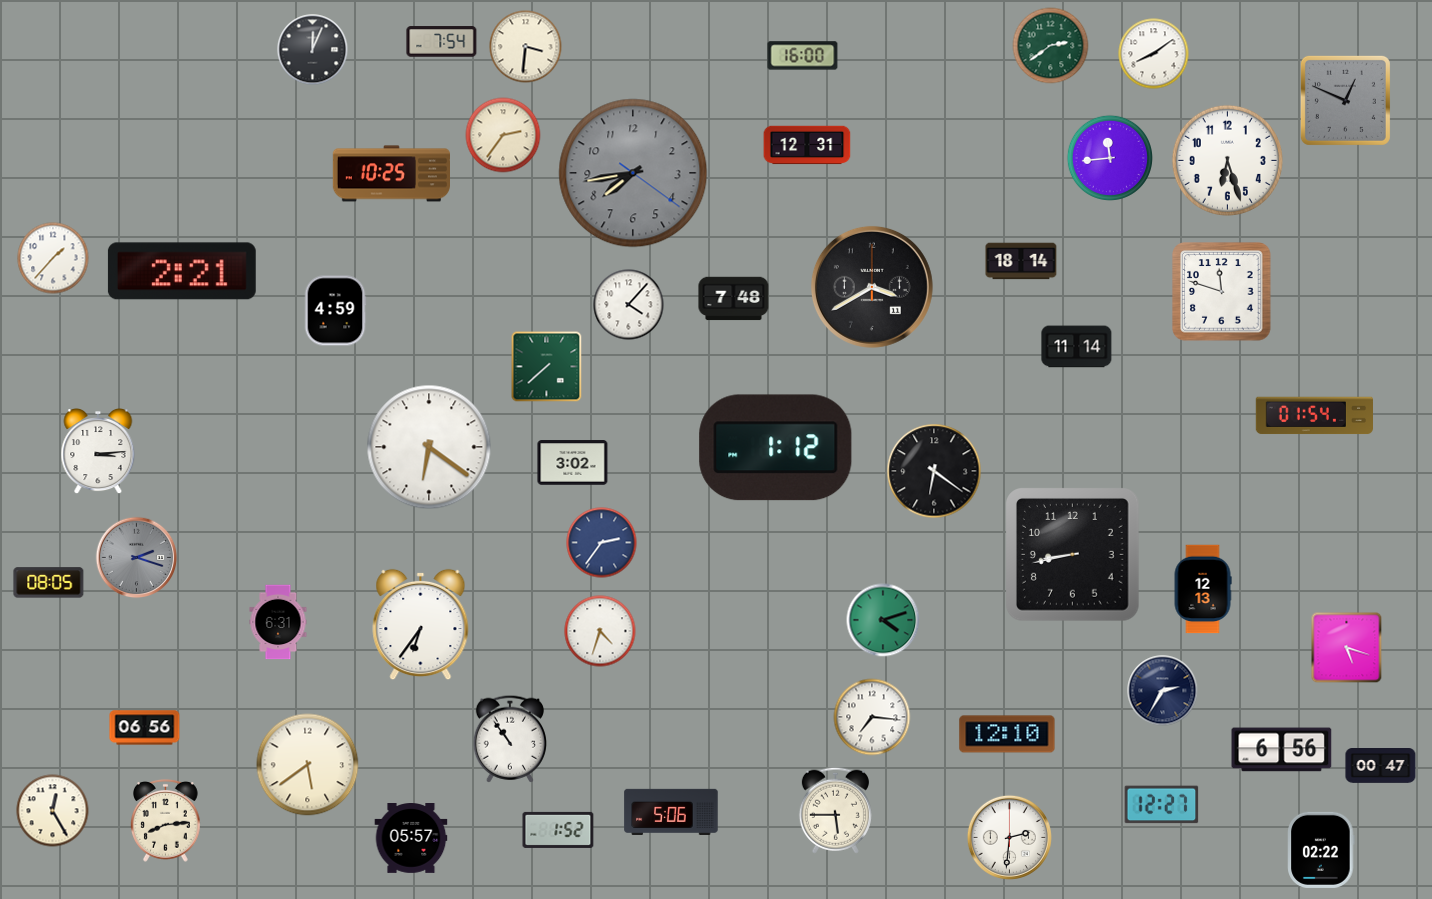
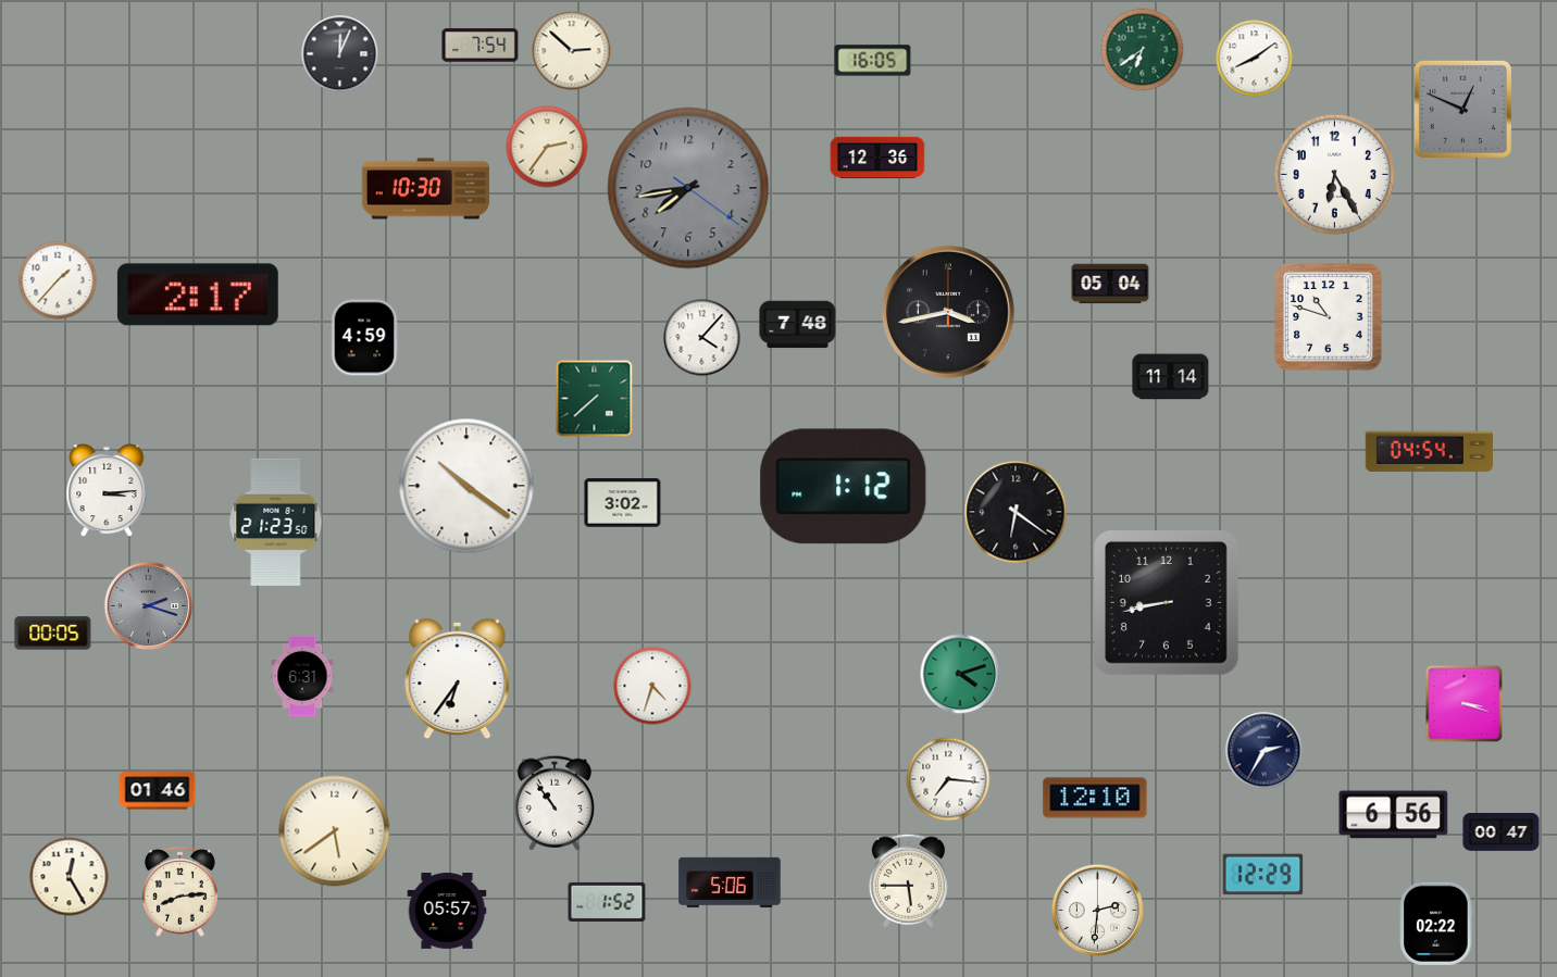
clock at (1051, 46): 2:39 -> 6:39
clock at (526, 47): 3:31 -> 2:52
clock at (803, 56): 16:00 -> 16:05
clock at (807, 145): 12:31 -> 12:36
clock at (1110, 158): 11:44 -> none
clock at (1227, 160): 6:27 -> 6:25
clock at (391, 174): 10:25 -> 10:30
clock at (1021, 261): 18:14 -> 05:04
clock at (182, 271): 2:21 -> 2:17
clock at (872, 287): 3:40 -> 3:43
clock at (1222, 292): 11:48 -> 10:48
clock at (629, 305) position: (629, 305) -> (702, 338)
clock at (1314, 416): 01:54 -> 04:54
clock at (429, 447): 6:21 -> 10:21
clock at (276, 522): none -> 21:23
clock at (602, 543): 2:36 -> none
clock at (49, 583): 08:05 -> 00:05
clock at (1203, 589): 12:13 -> none
clock at (1347, 648): 5:18 -> 3:18
clock at (145, 728): 06:56 -> 01:46
clock at (1162, 805): 12:27 -> 12:29
clock at (53, 811) position: (53, 811) -> (70, 877)
